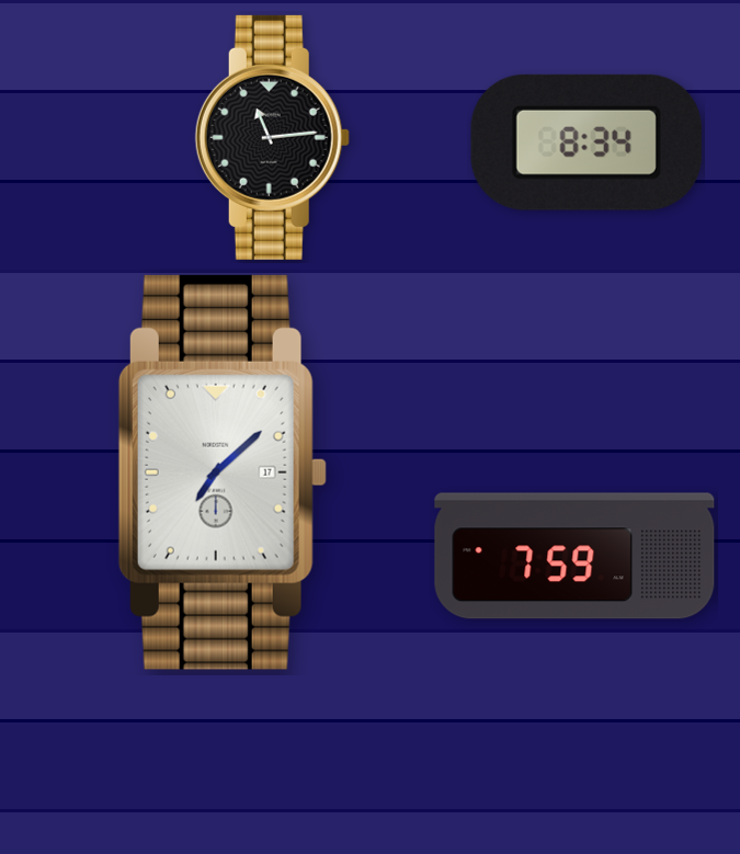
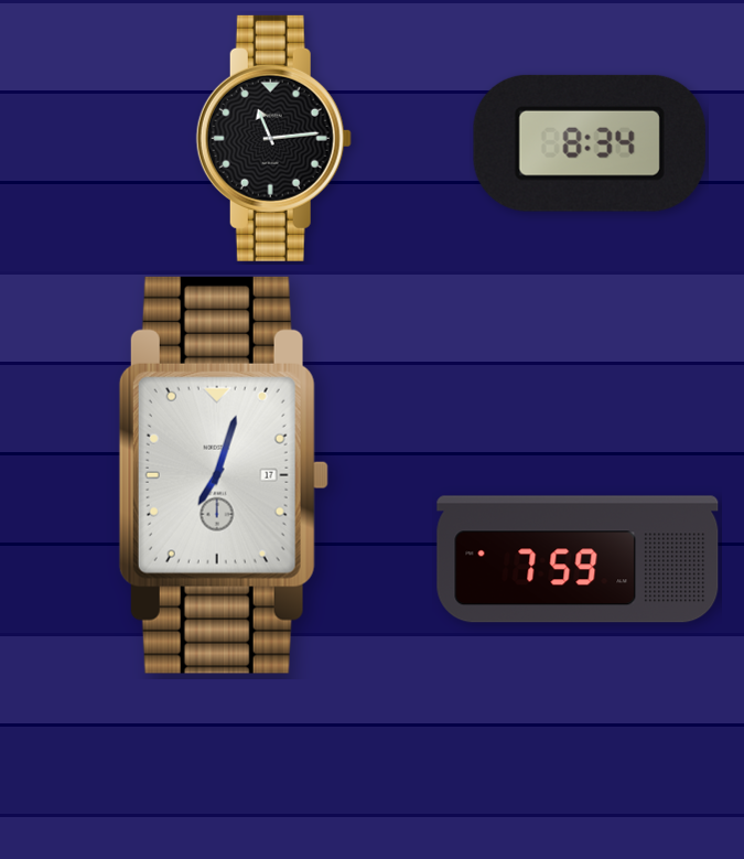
clock at (223, 472): 7:08 -> 7:03
